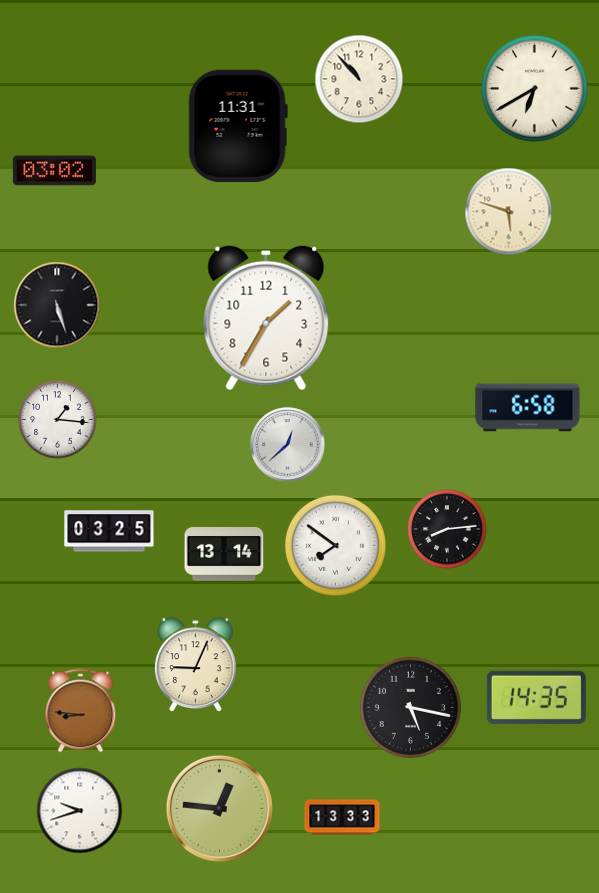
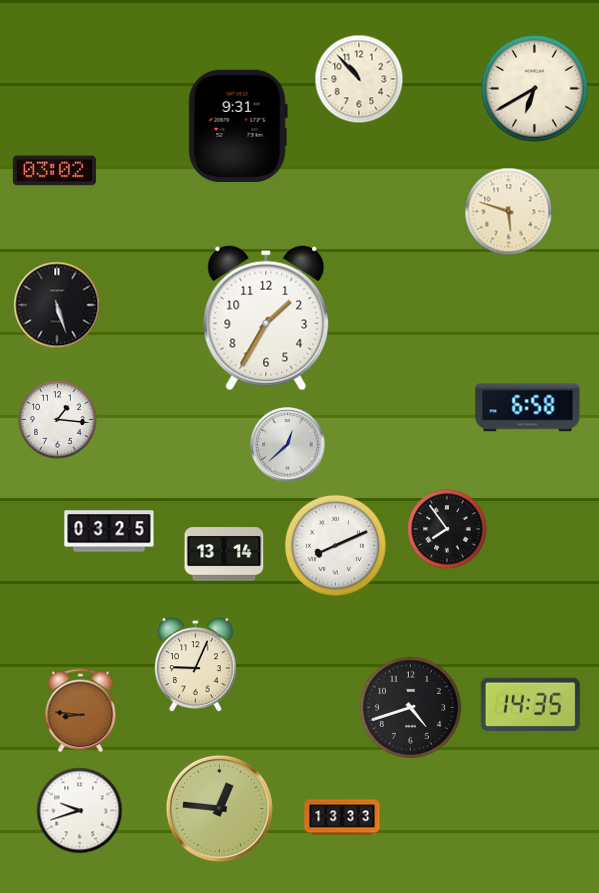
clock at (238, 126): 11:31 -> 9:31
clock at (447, 529): 8:14 -> 7:54
clock at (335, 545): 7:51 -> 8:11
clock at (536, 697) position: (536, 697) -> (530, 704)
clock at (410, 707): 5:17 -> 4:42
